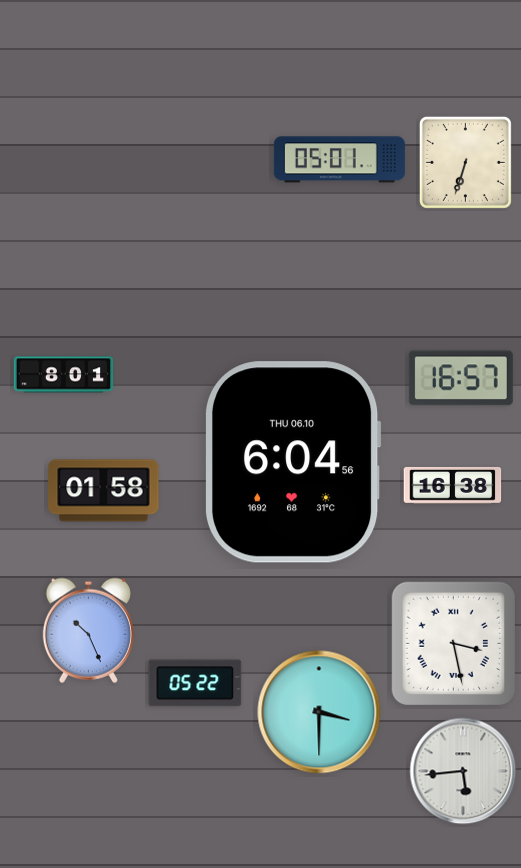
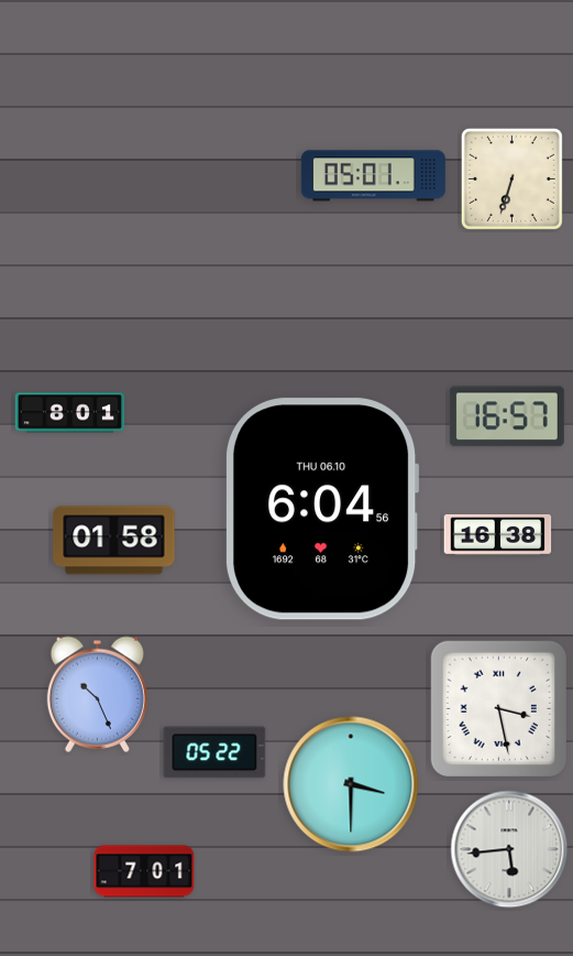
clock at (144, 871): none -> 7:01
